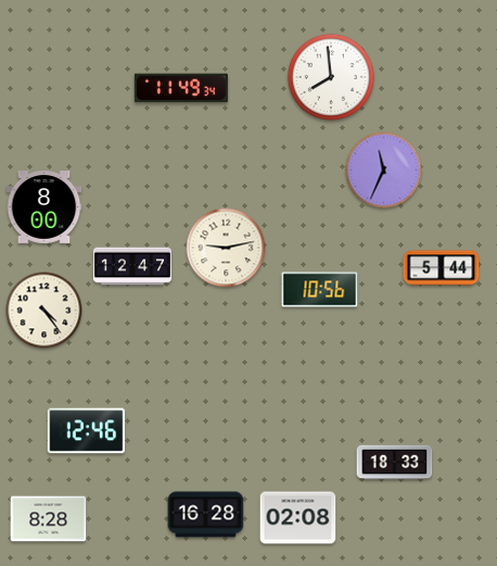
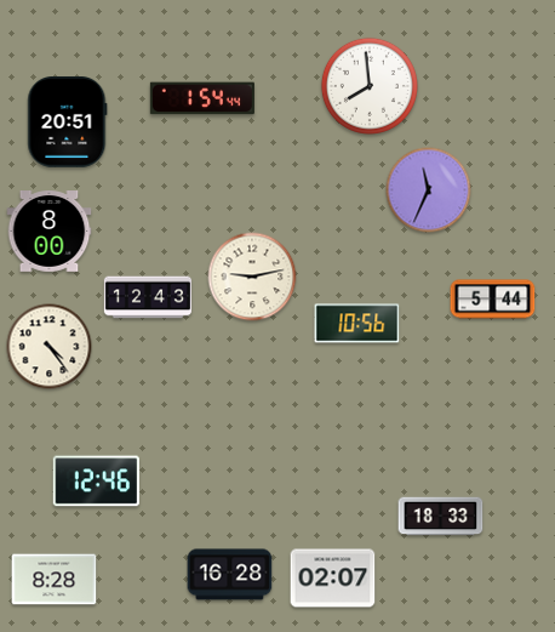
clock at (181, 88): 11:49 -> 1:54
clock at (68, 123): none -> 20:51
clock at (132, 266): 12:47 -> 12:43
clock at (298, 518): 02:08 -> 02:07
